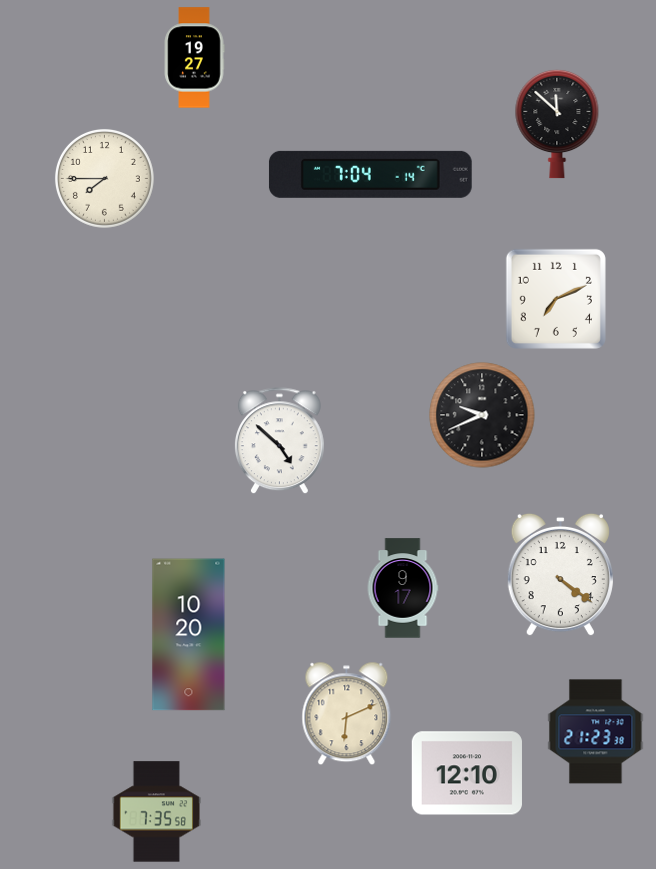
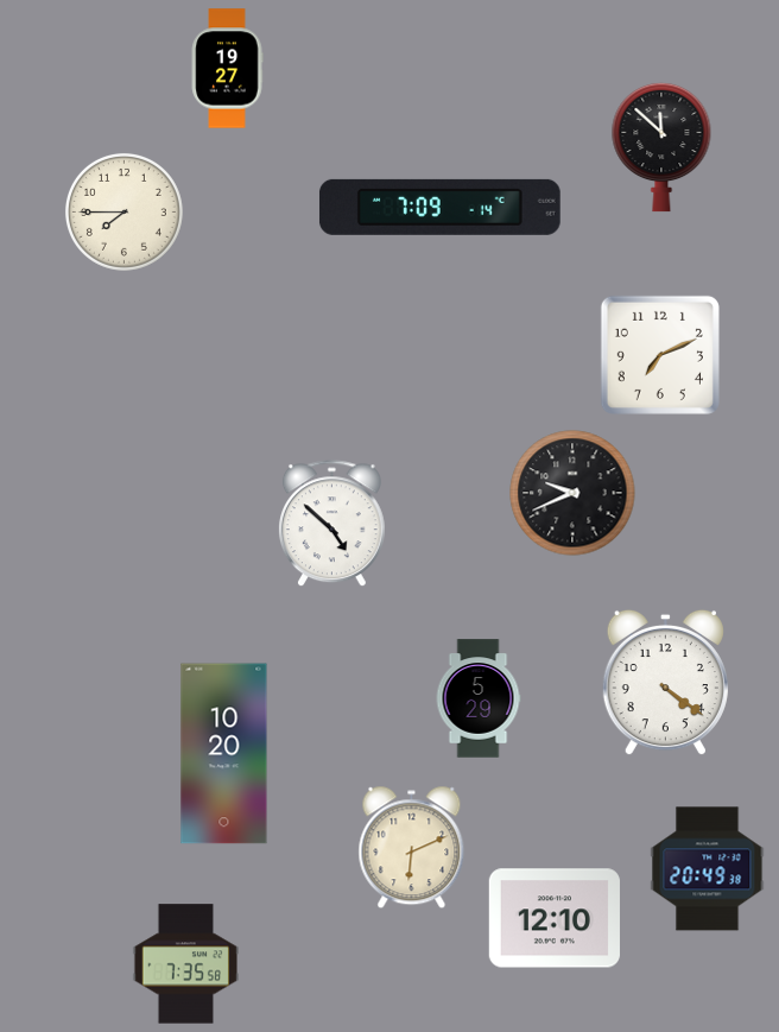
clock at (194, 58) position: (194, 58) -> (227, 69)
clock at (370, 174): 7:04 -> 7:09
clock at (403, 588): 9:17 -> 5:29
clock at (596, 732): 21:23 -> 20:49
